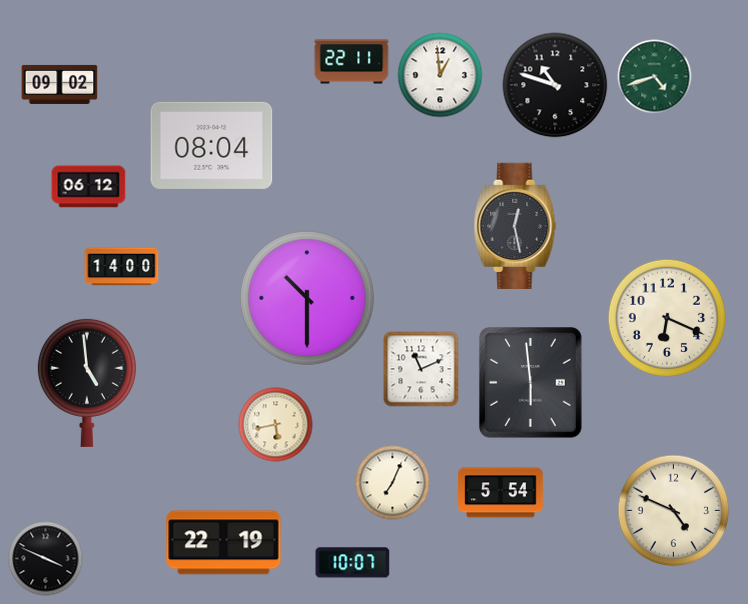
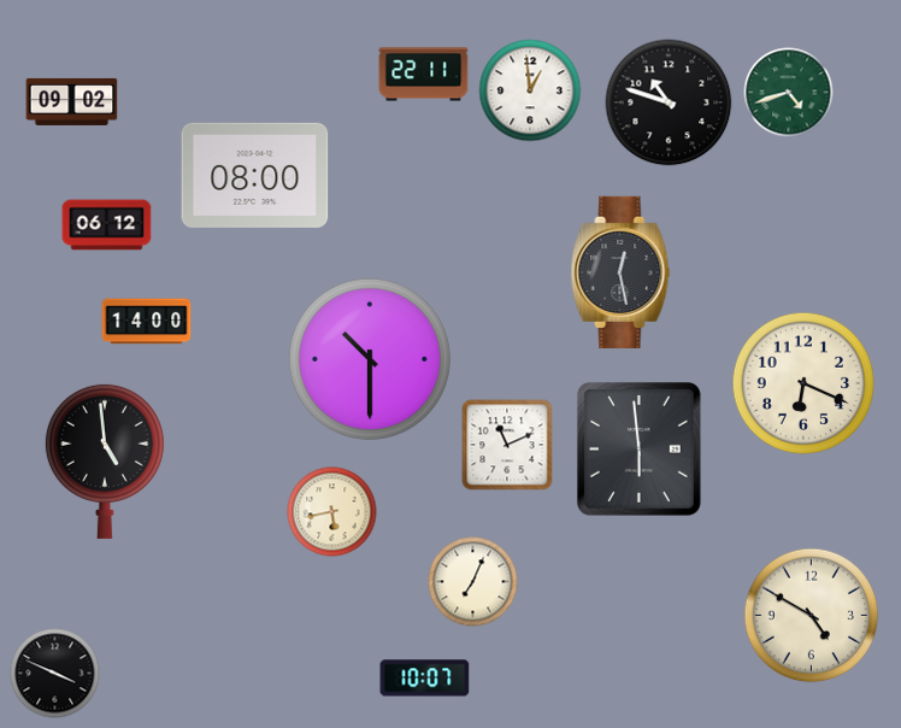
clock at (212, 145): 08:04 -> 08:00
clock at (530, 383) position: (530, 383) -> (638, 450)
clock at (501, 493): 5:54 -> none
clock at (674, 511): 4:49 -> 4:50
clock at (224, 543): 22:19 -> none
